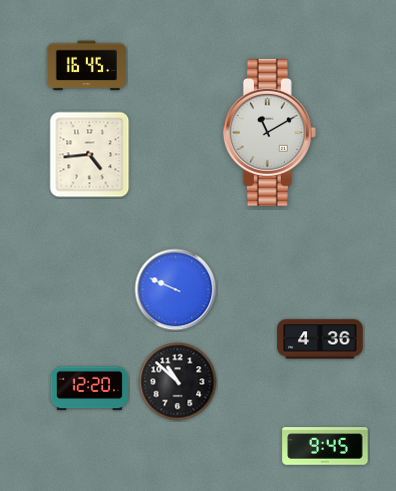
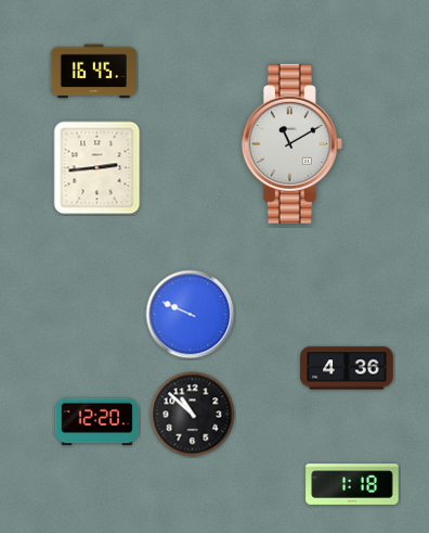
clock at (90, 155): 4:44 -> 2:44
clock at (325, 446): 9:45 -> 1:18
